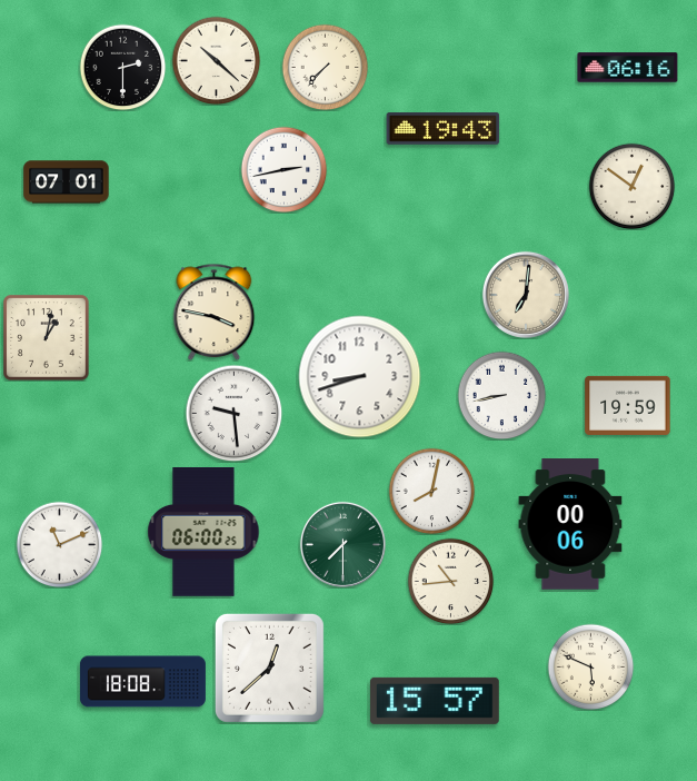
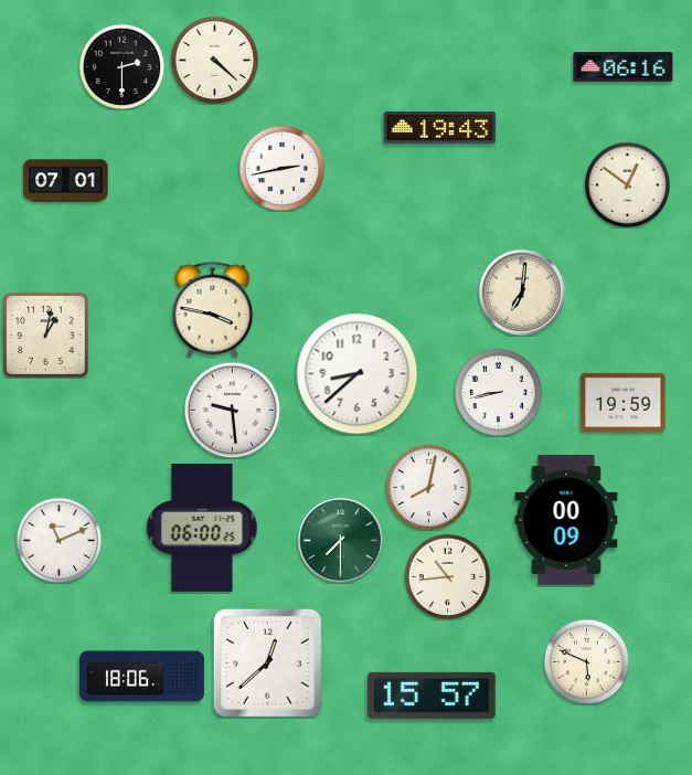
clock at (216, 60): 10:22 -> 4:22
clock at (325, 67): 7:37 -> none
clock at (360, 377): 8:42 -> 8:38
clock at (570, 524): 00:06 -> 00:09
clock at (142, 682): 18:08 -> 18:06
